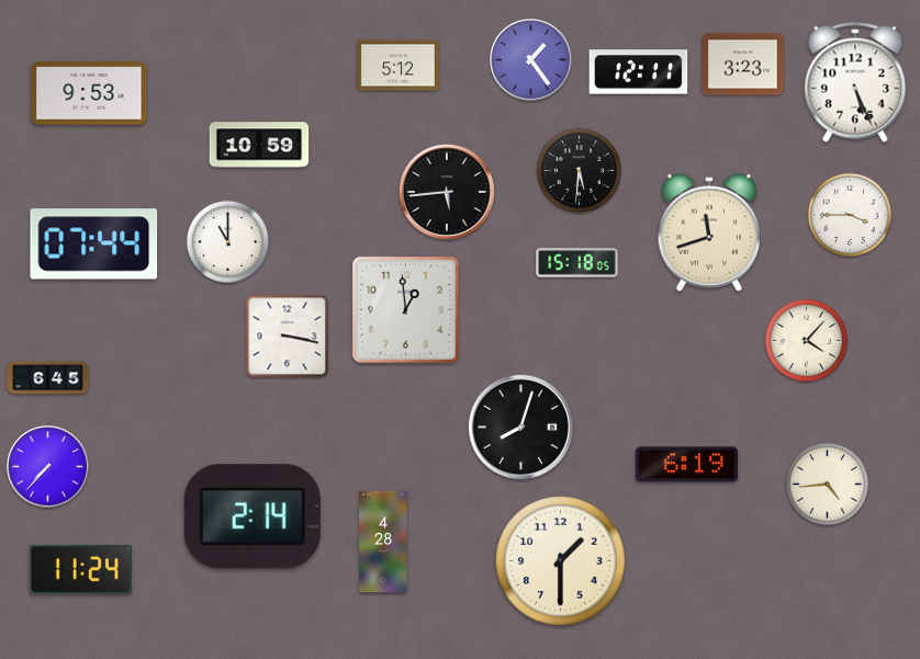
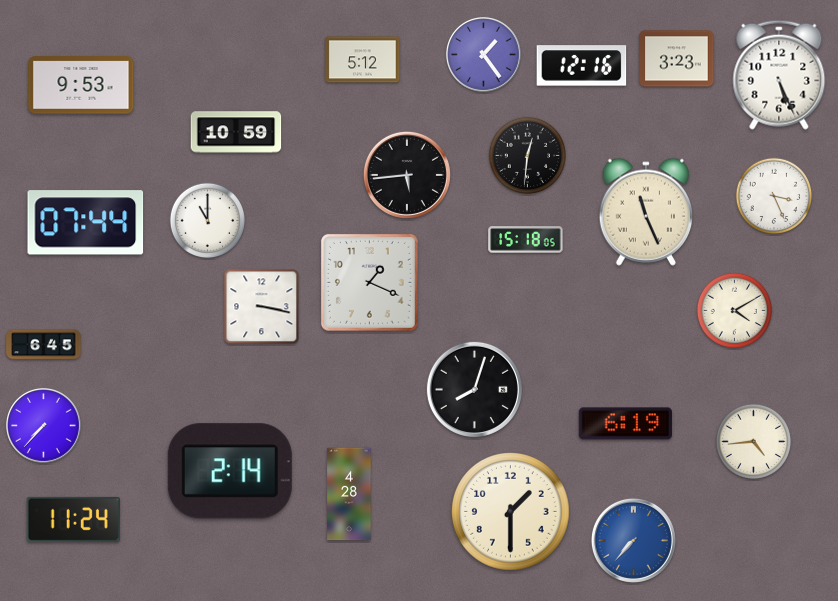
clock at (639, 72): 12:11 -> 12:16
clock at (579, 170): 5:31 -> 12:31
clock at (850, 215): 3:45 -> 3:26
clock at (709, 232): 11:42 -> 11:26
clock at (406, 310): 12:59 -> 1:19
clock at (807, 341): 4:07 -> 4:10
clock at (633, 540): none -> 7:37
